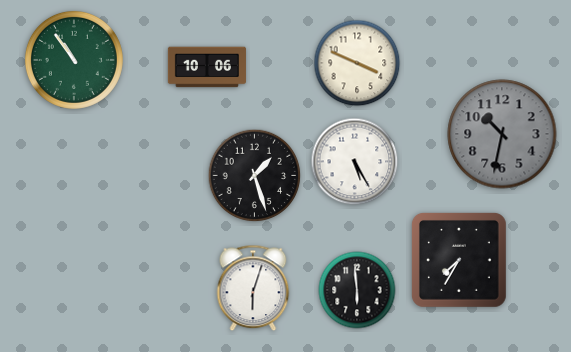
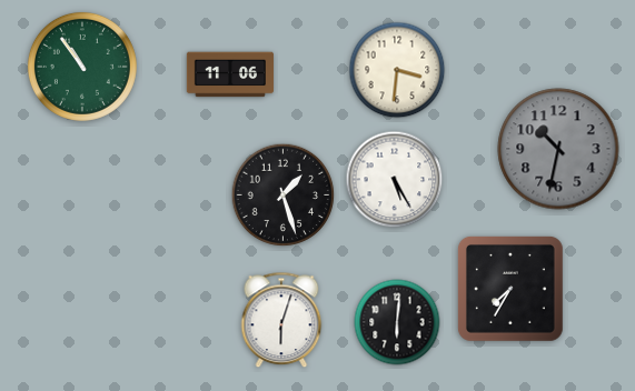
clock at (357, 63): 3:49 -> 3:31
clock at (207, 67): 10:06 -> 11:06
clock at (357, 290): 5:59 -> 6:01
